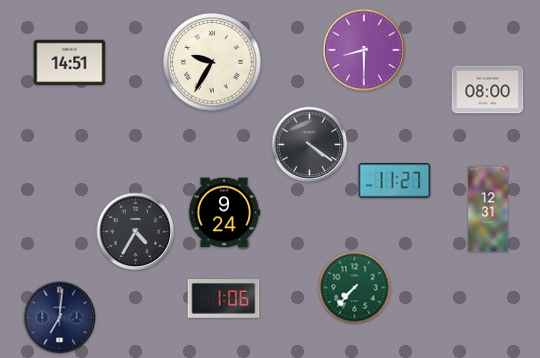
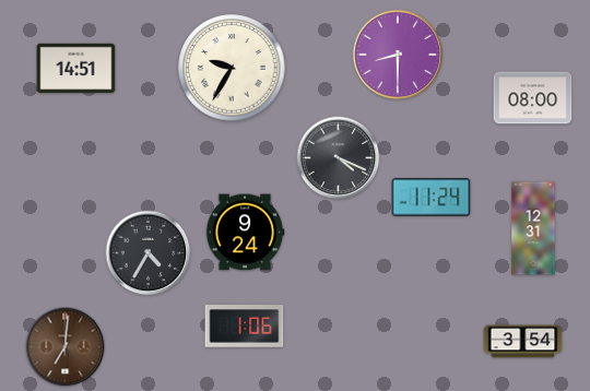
clock at (310, 145): 4:21 -> 4:19
clock at (395, 181): 11:27 -> 11:24
clock at (355, 288): 7:37 -> none
clock at (523, 342): none -> 3:54
clock at (60, 318) dial: navy -> brown
